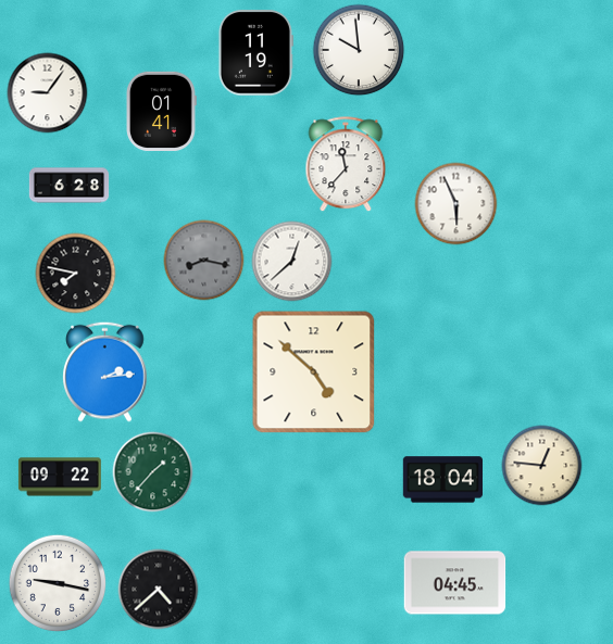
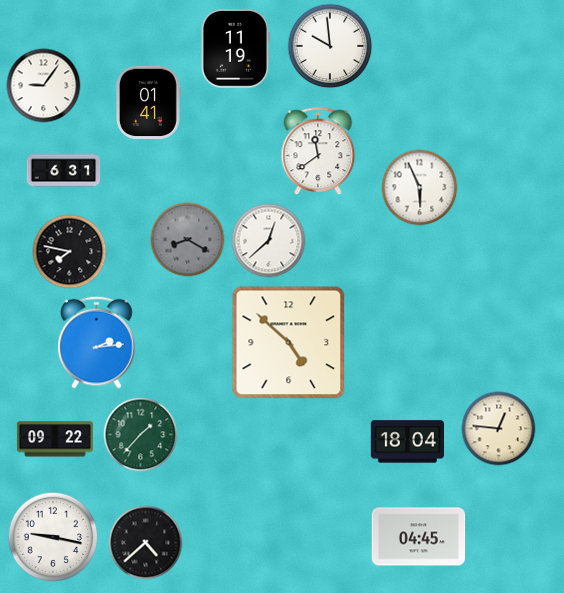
clock at (346, 165): 11:37 -> 11:39
clock at (70, 186): 6:28 -> 6:31
clock at (204, 261): 8:17 -> 8:20
